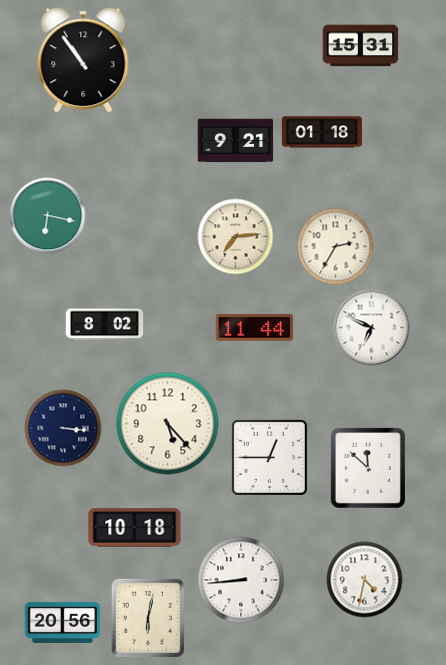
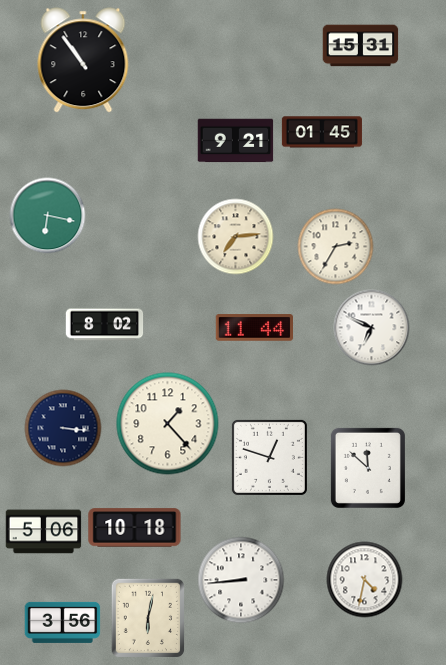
clock at (322, 132): 01:18 -> 01:45
clock at (168, 424): 5:23 -> 1:23
clock at (269, 457): 12:45 -> 12:48
clock at (44, 532): none -> 5:06
clock at (63, 622): 20:56 -> 3:56
